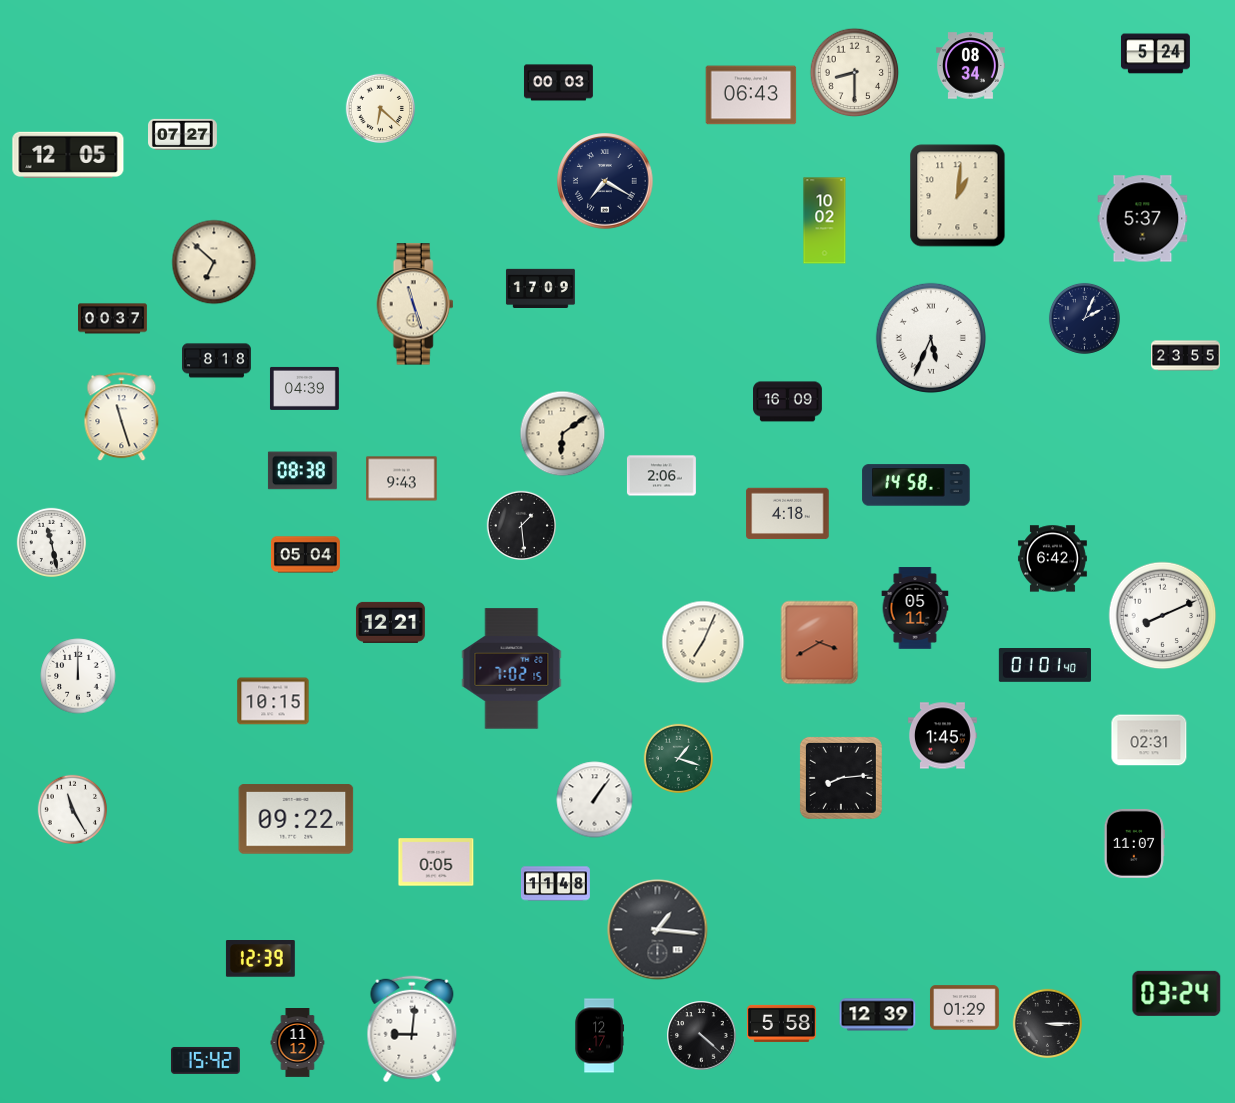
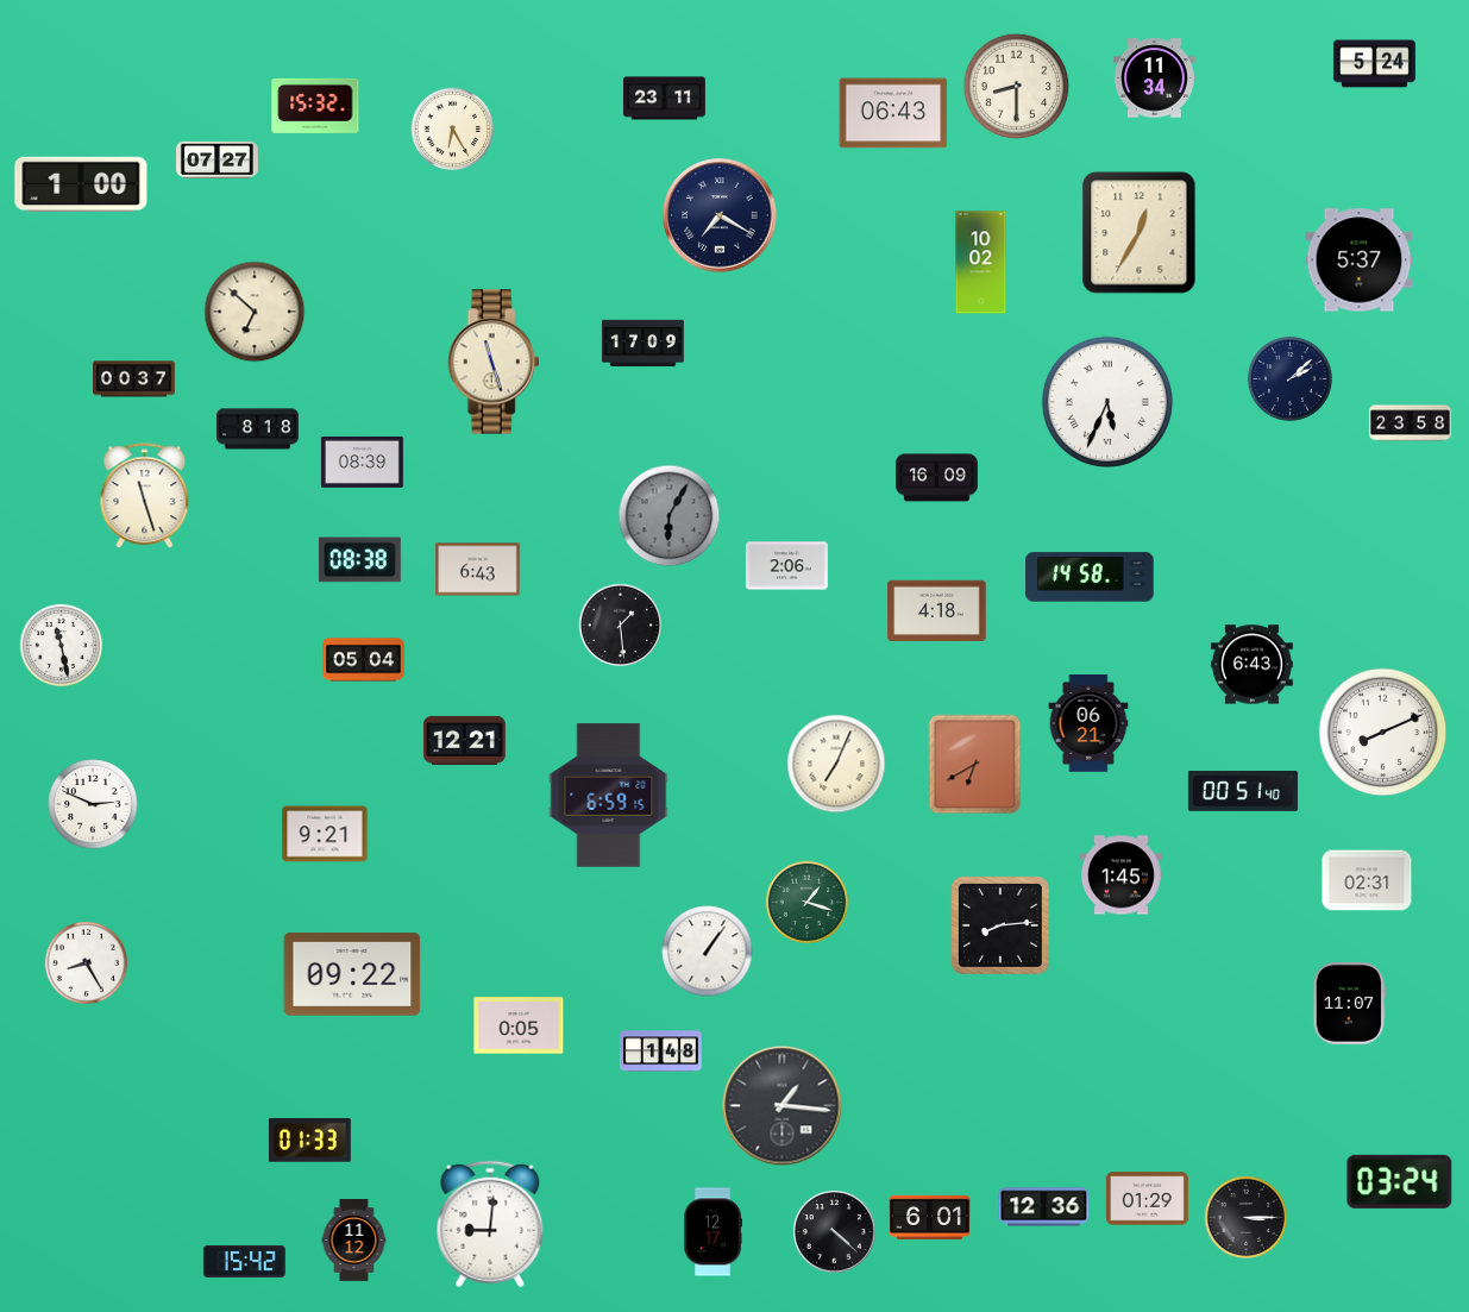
clock at (971, 66): 08:34 -> 11:34
clock at (559, 83): 00:03 -> 23:11
clock at (315, 106): none -> 15:32
clock at (380, 108): 6:22 -> 6:25
clock at (68, 154): 12:05 -> 1:00
clock at (958, 196): 1:01 -> 12:35
clock at (1084, 318): 2:04 -> 2:08
clock at (1186, 356): 23:55 -> 23:58
clock at (305, 388): 04:39 -> 08:39
clock at (563, 434): 6:09 -> 6:05
clock at (563, 434) dial: cream -> grey
clock at (402, 479): 9:43 -> 6:43
clock at (1052, 559): 6:42 -> 6:43
clock at (915, 608): 05:11 -> 06:21
clock at (820, 643): 3:40 -> 6:40
clock at (1045, 666): 01:01 -> 00:51
clock at (512, 669): 7:02 -> 6:59
clock at (78, 676): 12:00 -> 2:49
clock at (273, 701): 10:15 -> 9:21
clock at (72, 809): 11:25 -> 8:25
clock at (556, 884): 11:48 -> 1:48
clock at (260, 959): 12:39 -> 01:33
clock at (878, 1015): 12:39 -> 12:36
clock at (781, 1023): 5:58 -> 6:01
